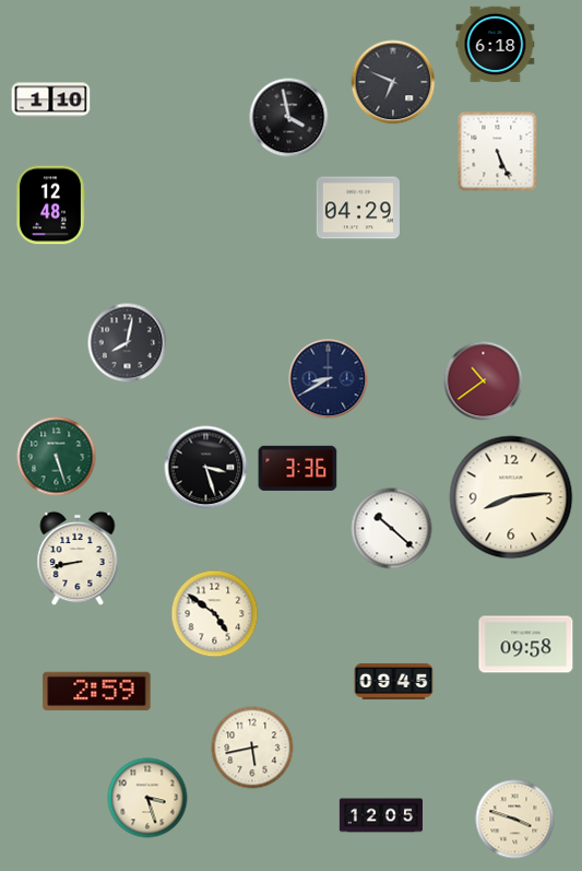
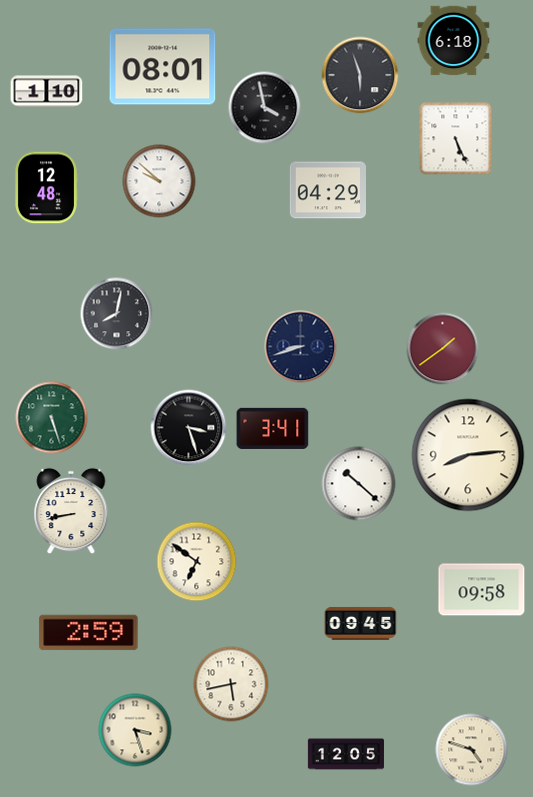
clock at (163, 67): none -> 08:01
clock at (393, 82): 6:49 -> 5:57
clock at (159, 181): none -> 9:52
clock at (329, 379): 8:40 -> 8:42
clock at (484, 381): 10:39 -> 1:39
clock at (298, 468): 3:36 -> 3:41
clock at (215, 614): 4:51 -> 6:51
clock at (381, 815) position: (381, 815) -> (346, 754)
clock at (515, 820): 3:48 -> 4:48
